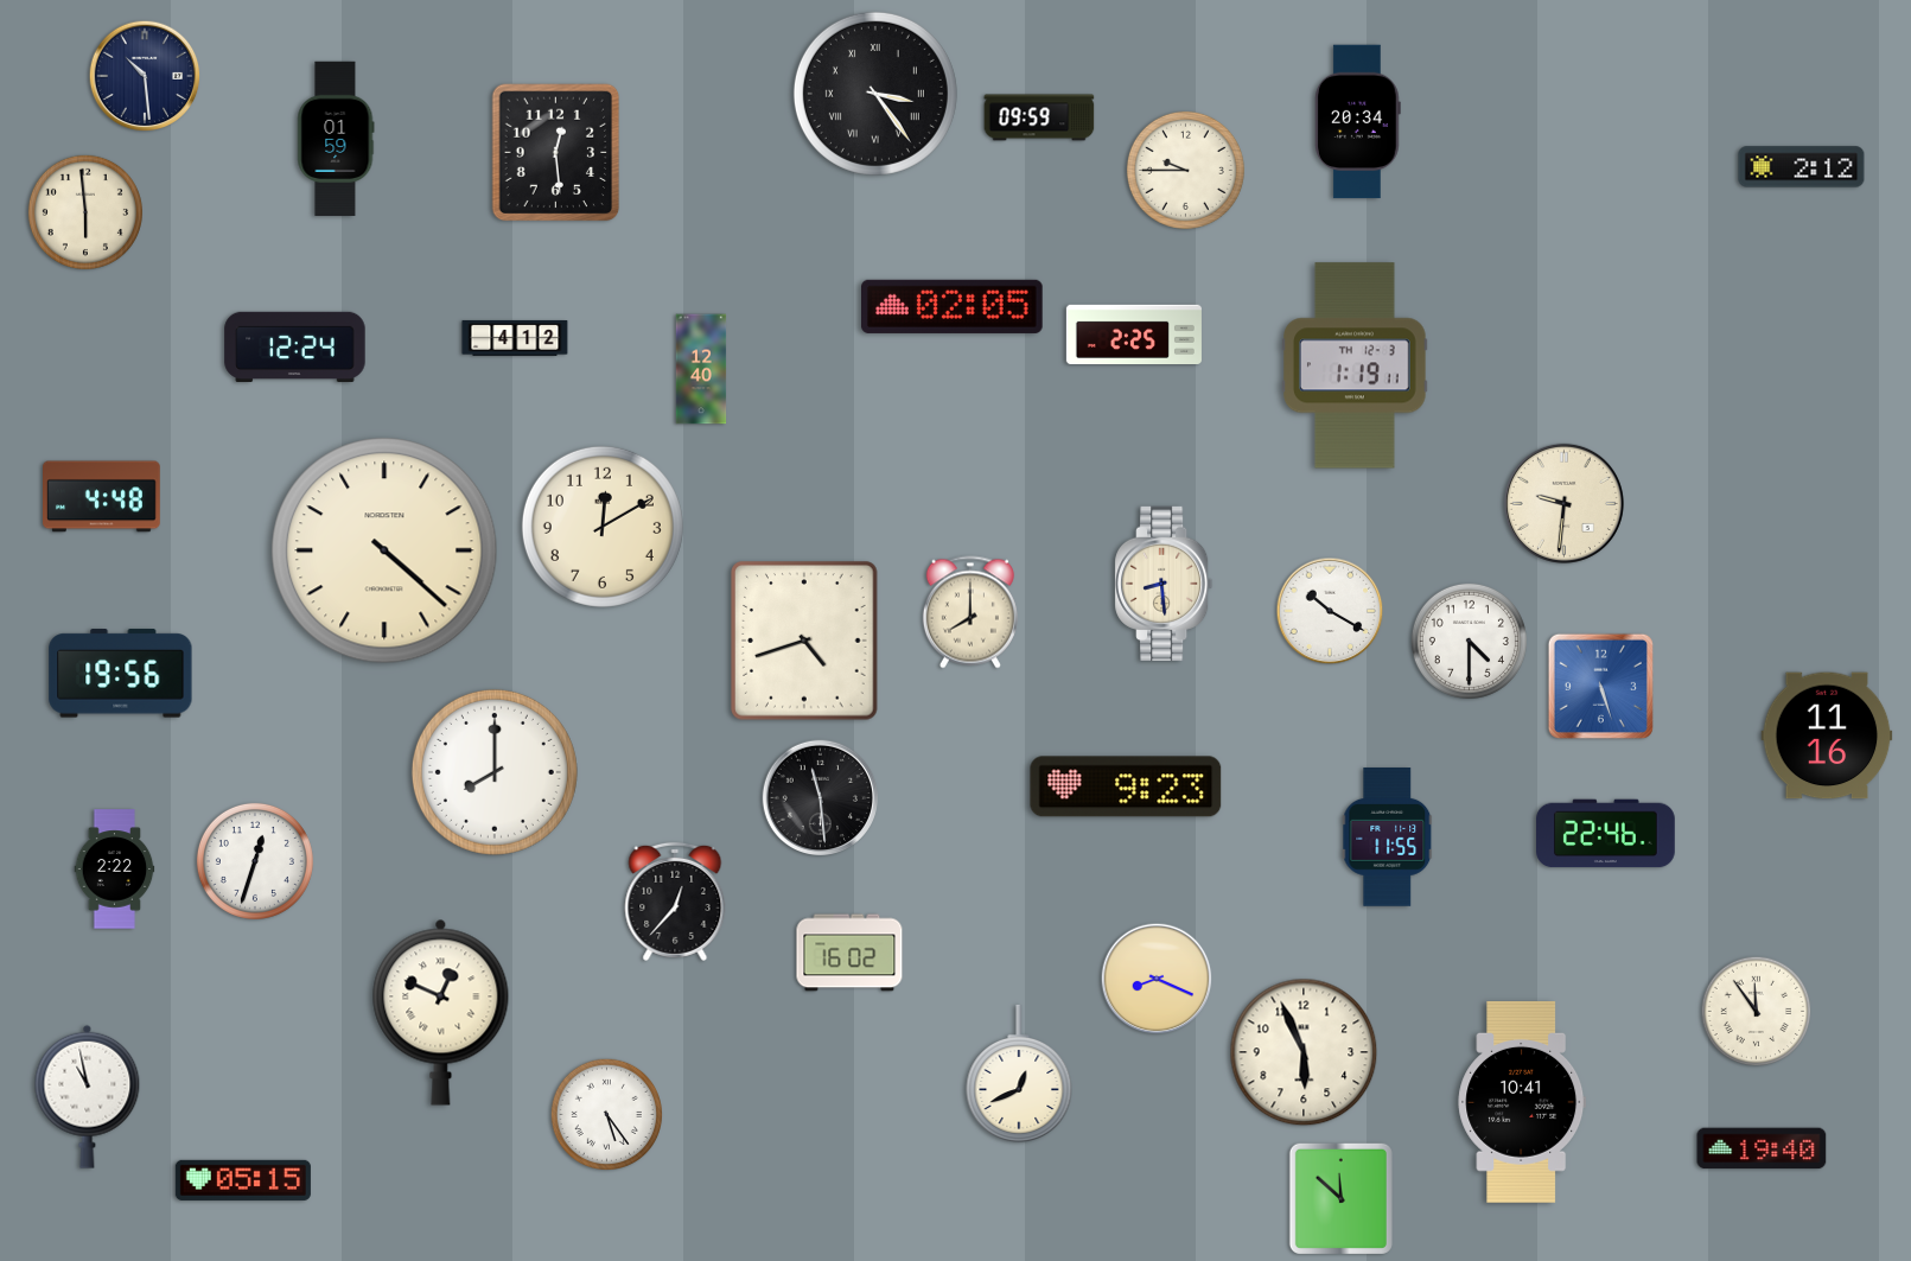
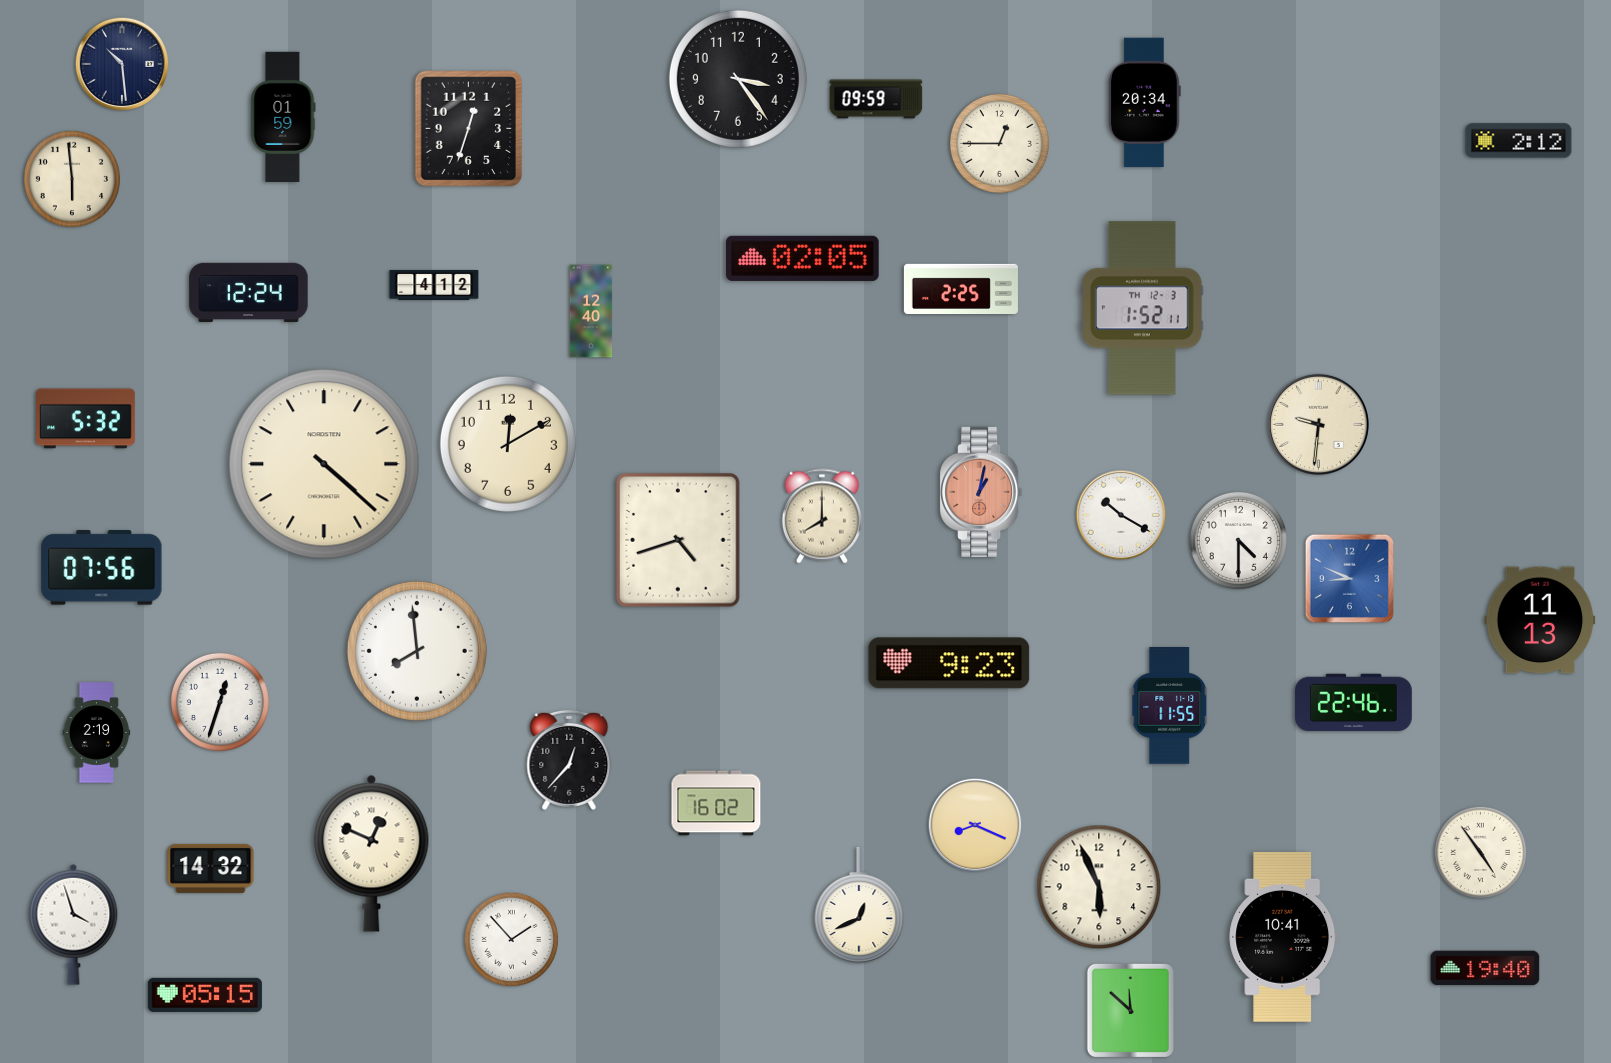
clock at (875, 94) numerals: Roman -> Arabic
clock at (556, 153): 12:29 -> 12:33
clock at (1185, 170): 9:45 -> 12:45
clock at (1134, 333) position: (1134, 333) -> (961, 288)
clock at (1356, 365): 1:19 -> 1:52
clock at (102, 497): 4:48 -> 5:32
clock at (1164, 582): 8:29 -> 1:02
clock at (1164, 582) dial: cream -> salmon
clock at (970, 612) position: (970, 612) -> (822, 516)
clock at (121, 674): 19:56 -> 07:56
clock at (1600, 686): 5:27 -> 8:49
clock at (1827, 735): 11:16 -> 11:13
clock at (495, 772): 8:00 -> 7:59
clock at (820, 797): 11:29 -> none
clock at (255, 861) position: (255, 861) -> (220, 702)
clock at (115, 870): 2:22 -> 2:19
clock at (1757, 1012): 11:54 -> 4:54
clock at (211, 868): none -> 14:32
clock at (88, 1096): 10:58 -> 3:57
clock at (1522, 1102) position: (1522, 1102) -> (1283, 937)
clock at (606, 1114): 5:24 -> 1:53
